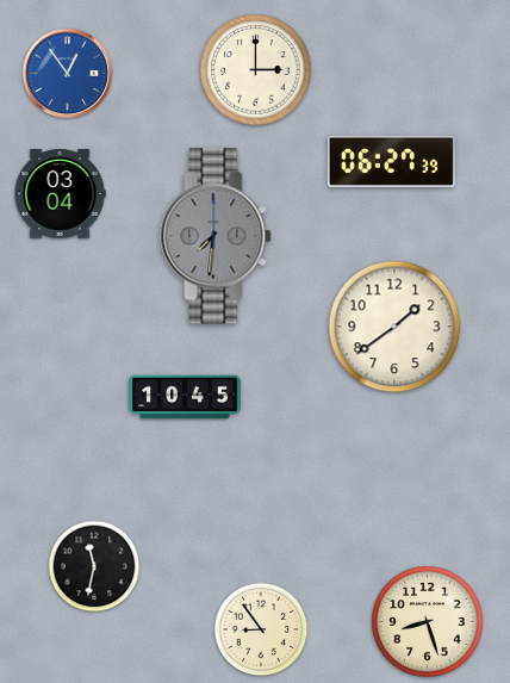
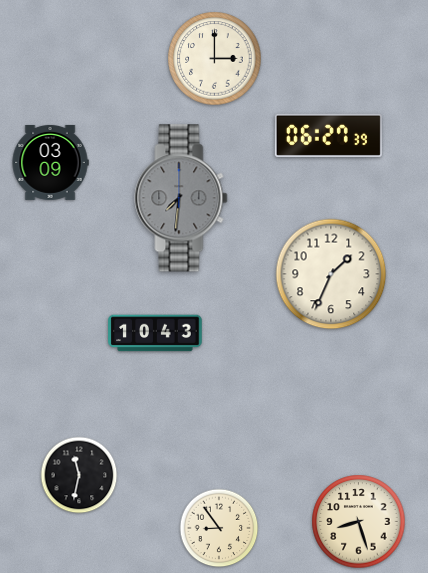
clock at (68, 74): 12:54 -> none
clock at (60, 193): 03:04 -> 03:09
clock at (394, 327): 1:39 -> 1:34
clock at (185, 397): 10:45 -> 10:43
